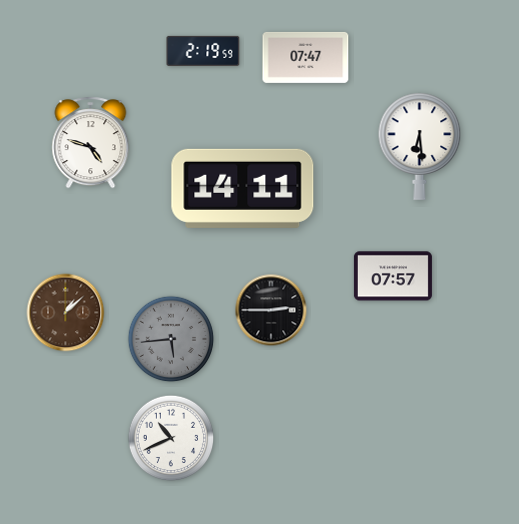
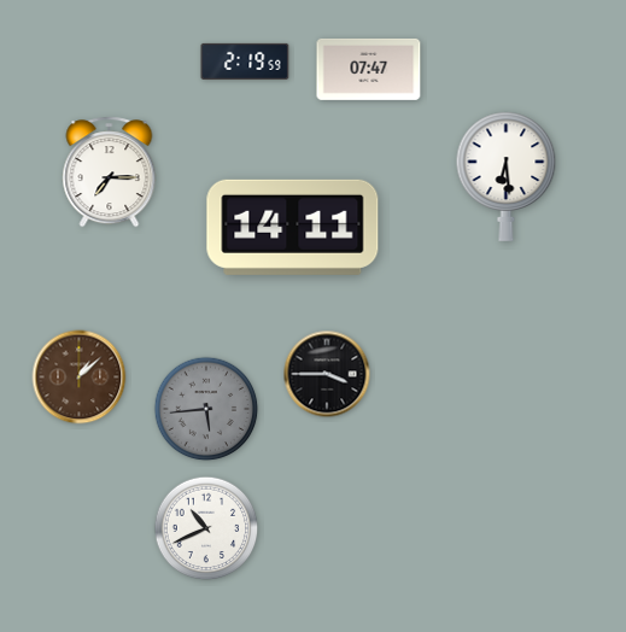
clock at (91, 143): 4:48 -> 7:15
clock at (393, 276): 07:57 -> none
clock at (271, 310): 2:45 -> 3:45
